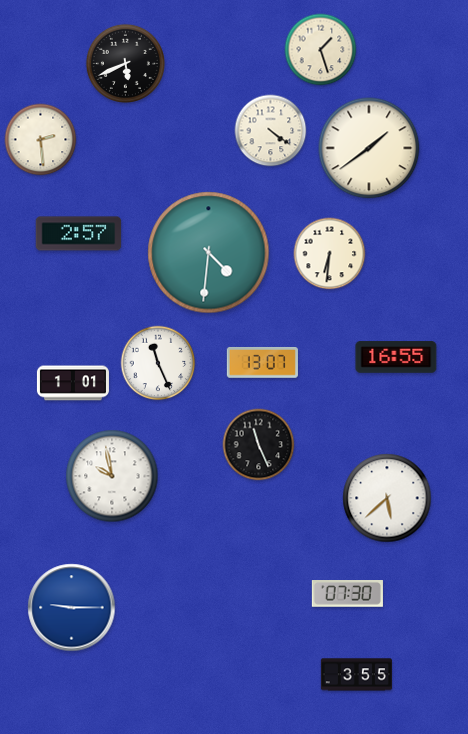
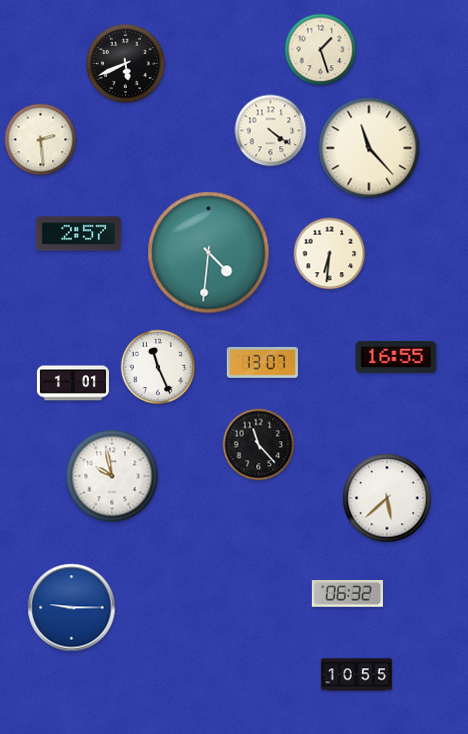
clock at (369, 148): 1:39 -> 11:23
clock at (158, 363) position: (158, 363) -> (158, 367)
clock at (259, 445): 11:26 -> 11:23
clock at (347, 594): 07:30 -> 06:32
clock at (356, 675): 3:55 -> 10:55
